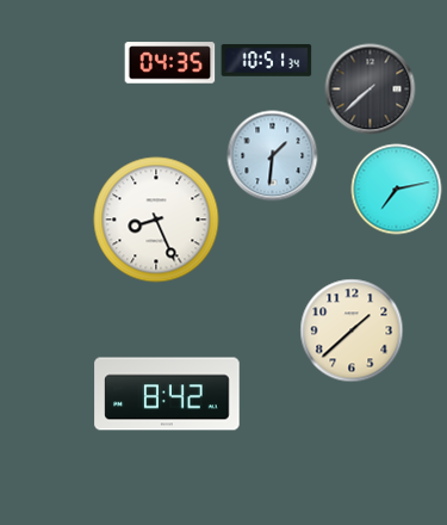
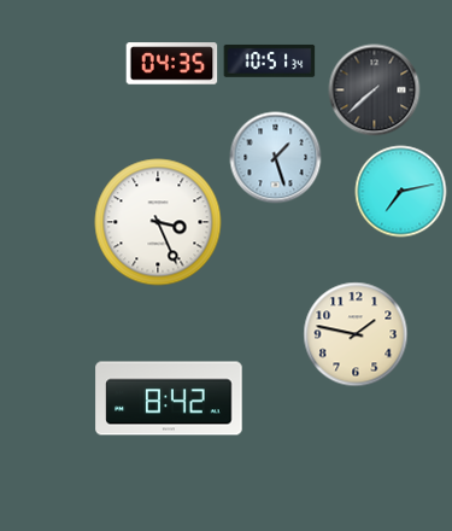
clock at (273, 156): 1:31 -> 1:27
clock at (156, 220): 8:26 -> 3:26
clock at (352, 331): 1:38 -> 1:47
